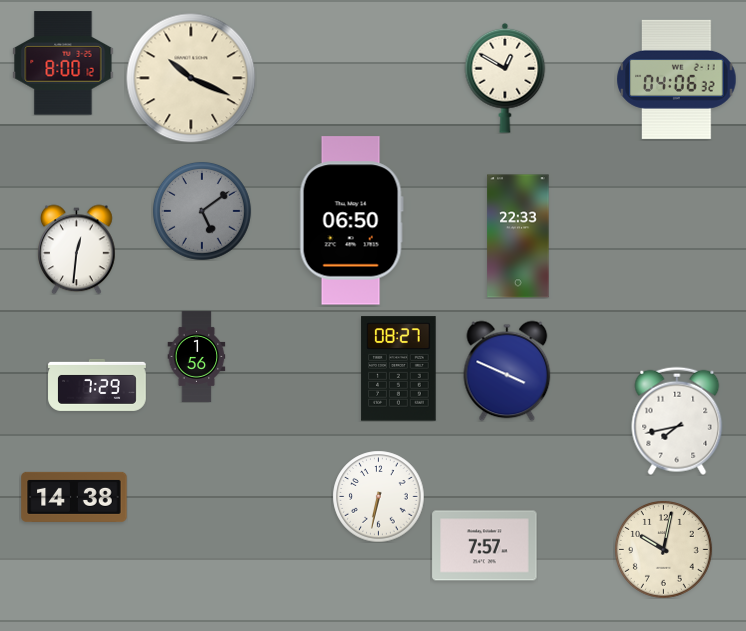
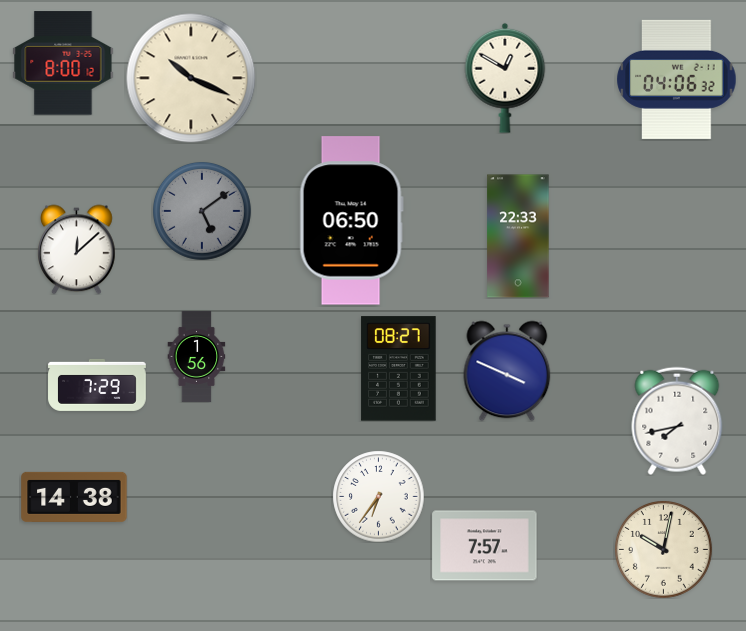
clock at (77, 249): 12:31 -> 12:08
clock at (378, 496): 6:32 -> 6:36
